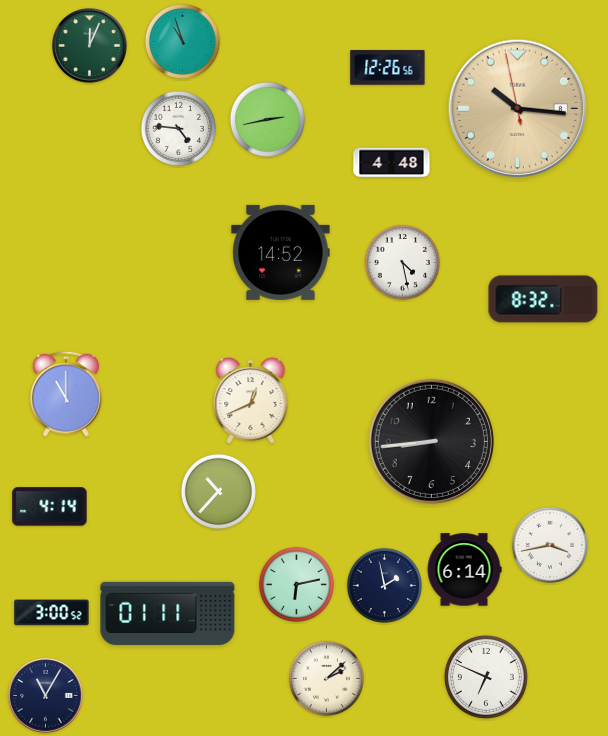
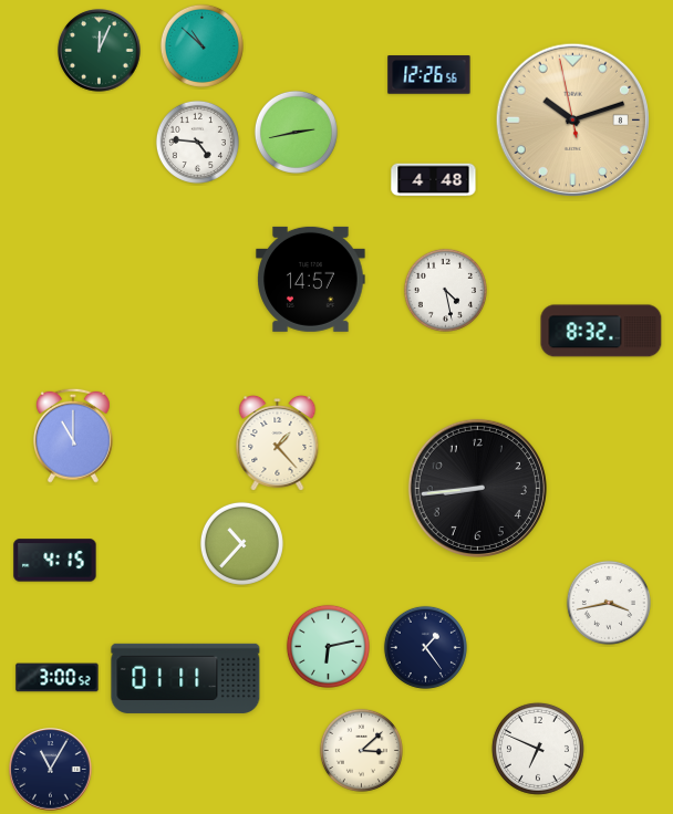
clock at (182, 41): 10:57 -> 10:52
clock at (517, 108): 10:15 -> 10:11
clock at (281, 252): 14:52 -> 14:57
clock at (251, 401): 12:41 -> 1:23
clock at (50, 507): 4:14 -> 4:15
clock at (464, 570): 6:14 -> none
clock at (384, 585): 1:58 -> 1:24
clock at (326, 678): 2:08 -> 3:08
